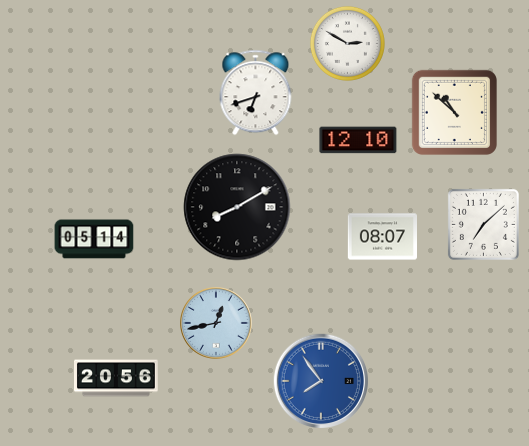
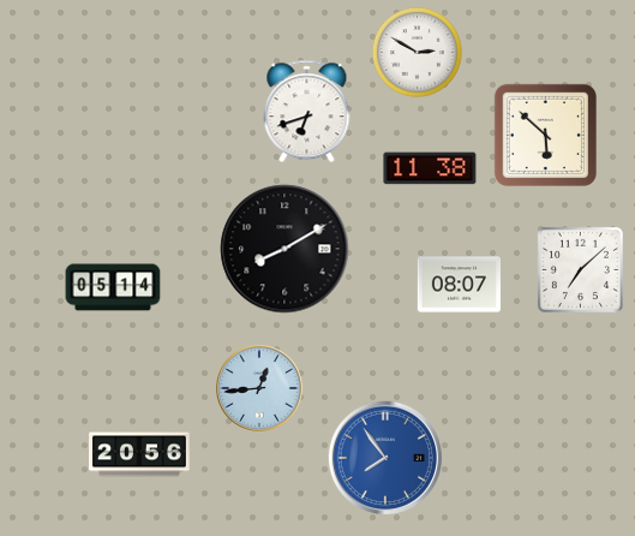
clock at (454, 112): 10:52 -> 5:52
clock at (358, 140): 12:10 -> 11:38
clock at (217, 324): 12:43 -> 12:44
